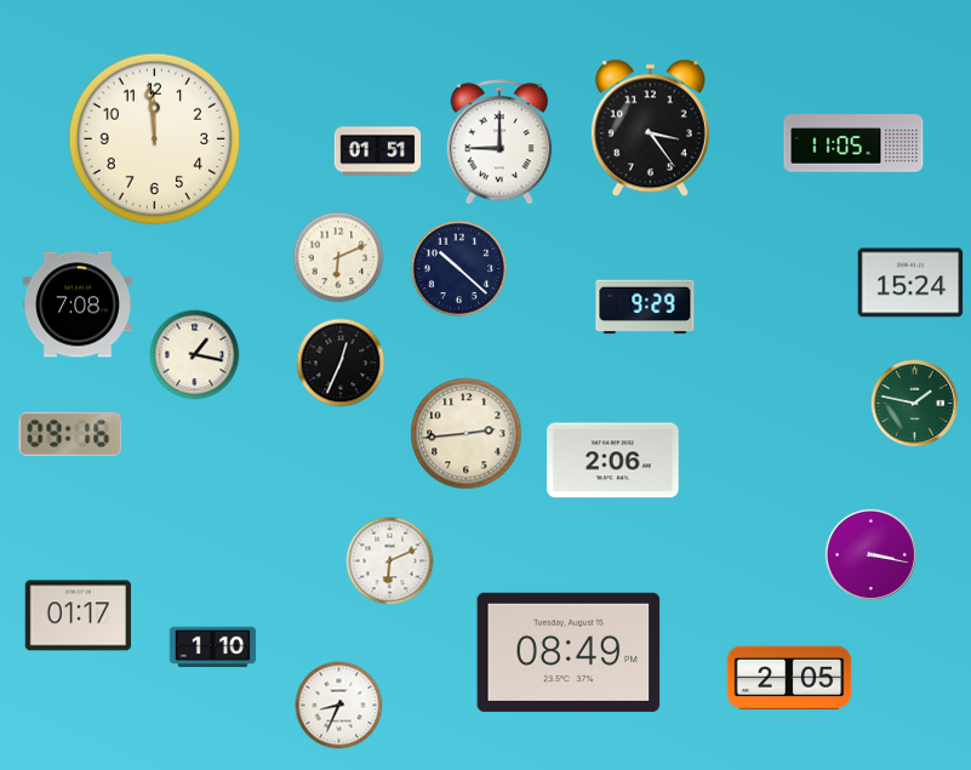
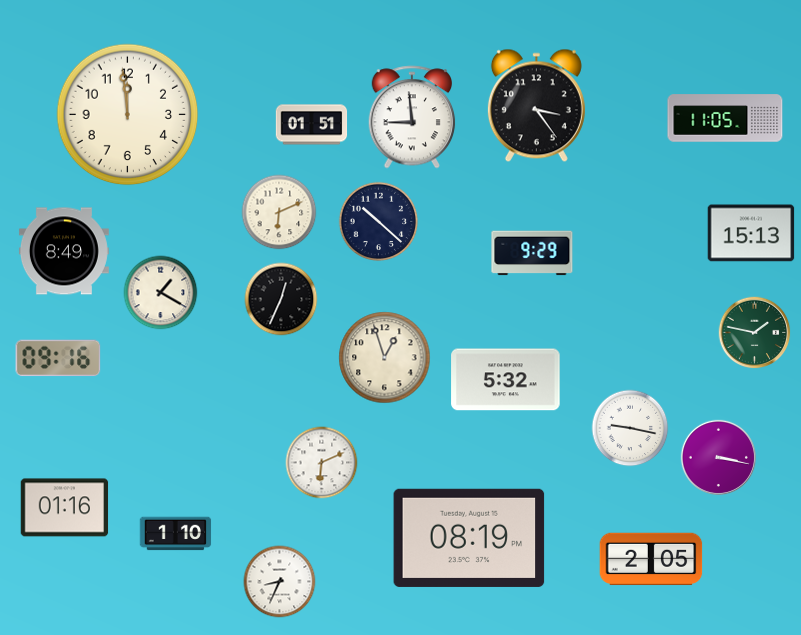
clock at (499, 142): 9:00 -> 8:59
clock at (853, 143) position: (853, 143) -> (725, 118)
clock at (910, 283): 15:24 -> 15:13
clock at (78, 304): 7:08 -> 8:49
clock at (195, 355): 1:17 -> 1:20
clock at (467, 434): 2:44 -> 12:57
clock at (613, 461): 2:06 -> 5:32
clock at (630, 428): none -> 9:17
clock at (79, 616): 01:17 -> 01:16
clock at (569, 652): 08:49 -> 08:19
